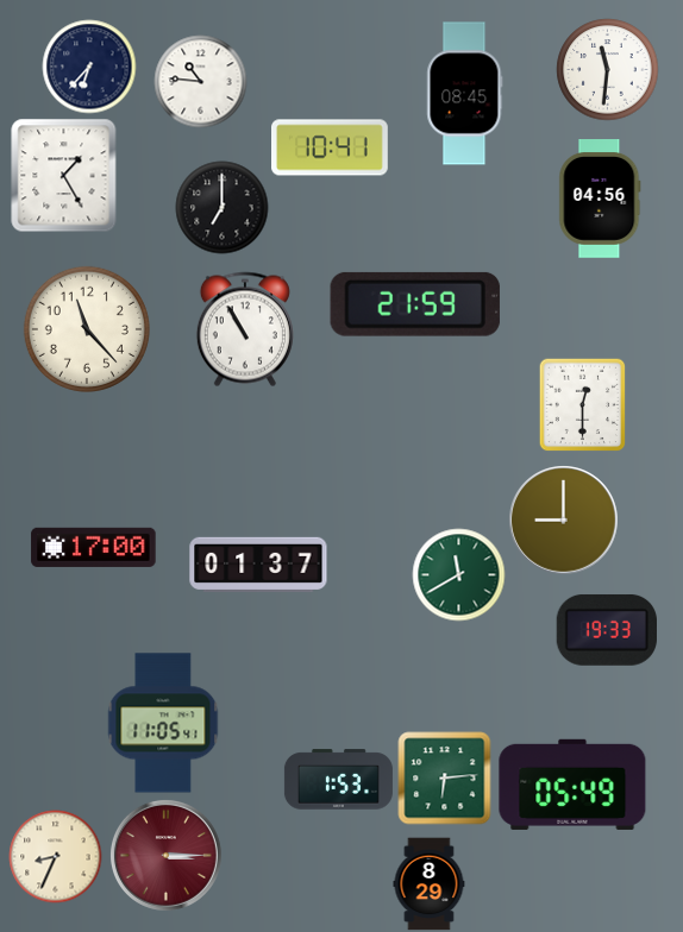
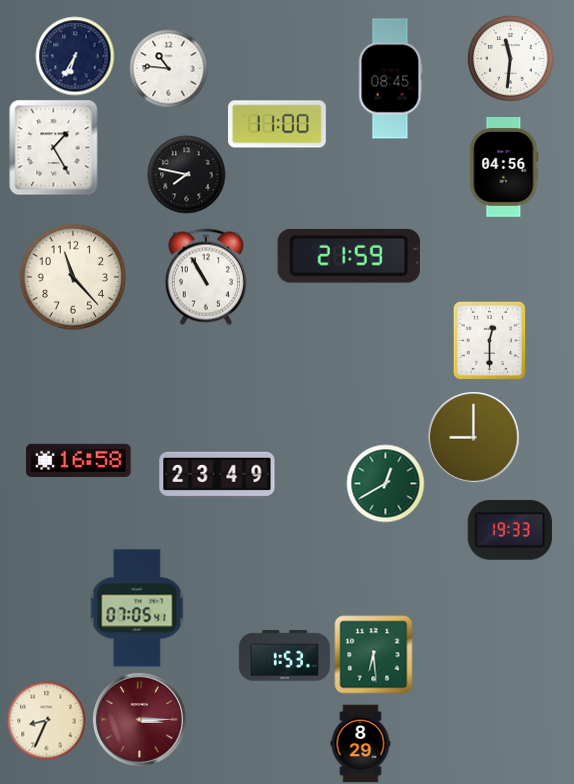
clock at (89, 67): 6:37 -> 6:35
clock at (331, 147): 10:41 -> 11:00
clock at (221, 207): 7:00 -> 7:47
clock at (94, 547): 17:00 -> 16:58
clock at (258, 565): 01:37 -> 23:49
clock at (458, 574): 11:40 -> 12:40
clock at (163, 723): 11:05 -> 07:05
clock at (444, 777): 6:14 -> 6:29
clock at (572, 785): 05:49 -> none
